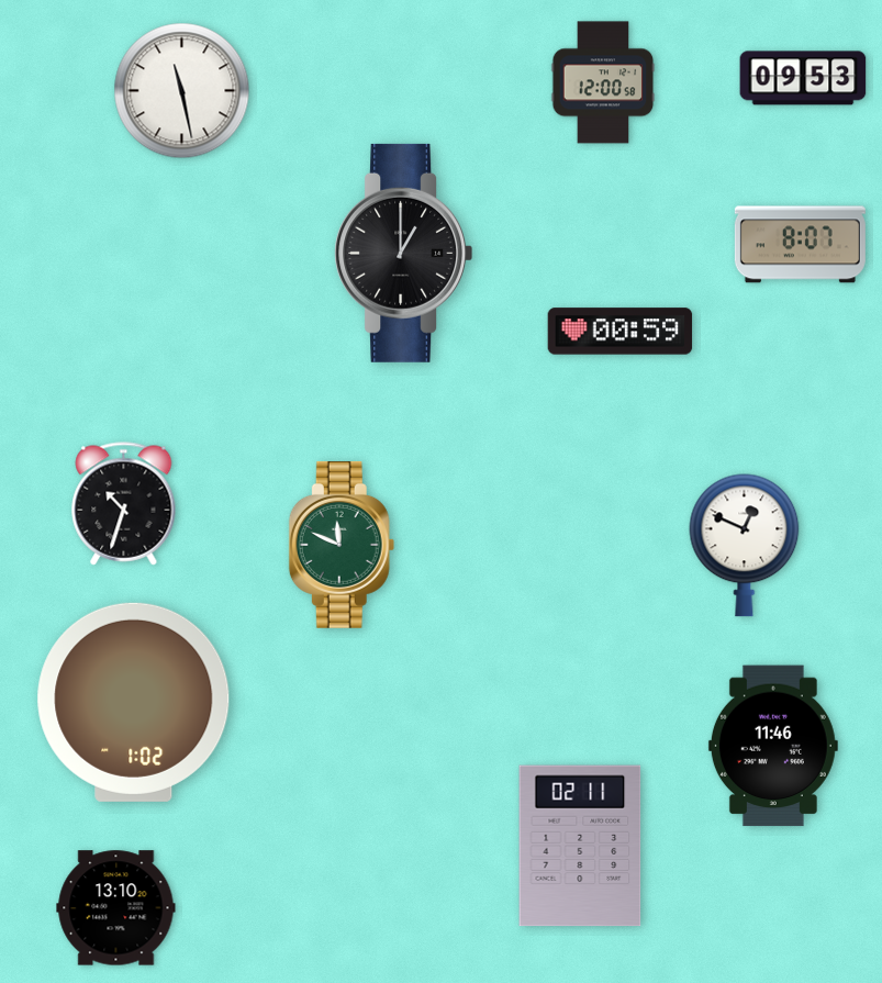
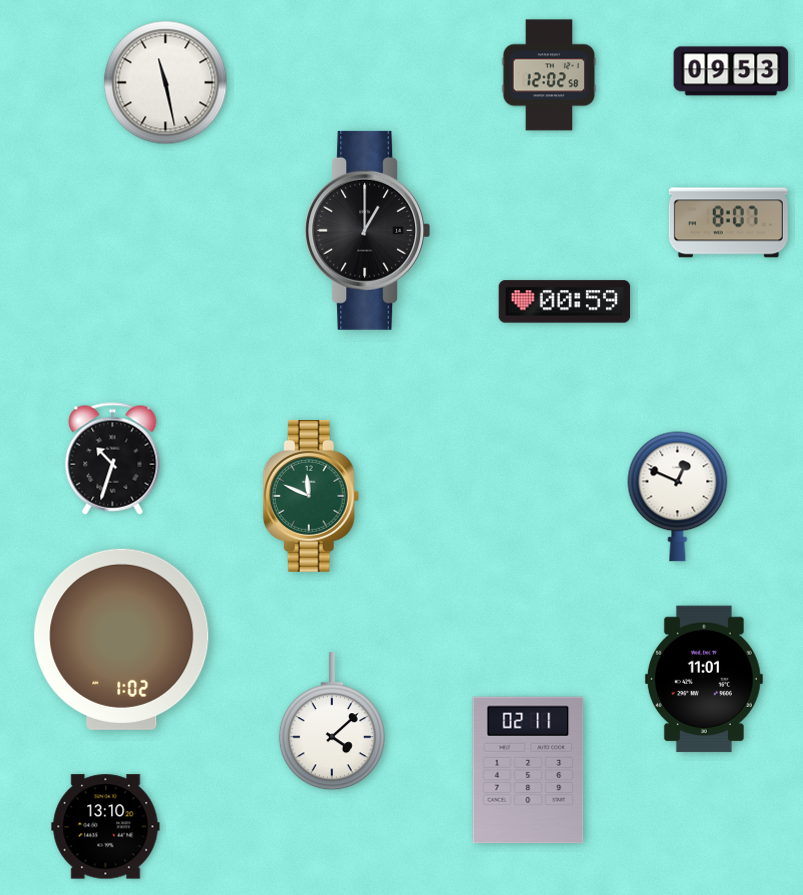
clock at (603, 82): 12:00 -> 12:02
clock at (773, 746): 11:46 -> 11:01
clock at (332, 722): none -> 4:08
